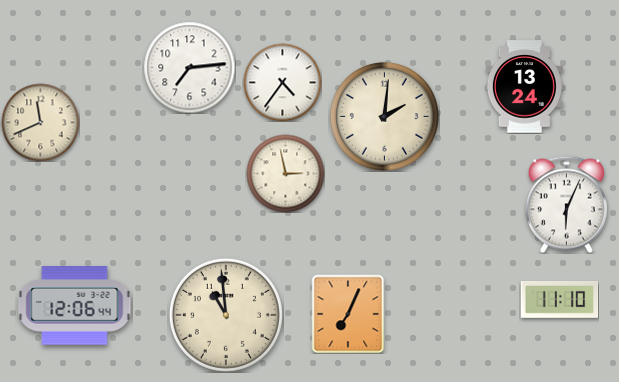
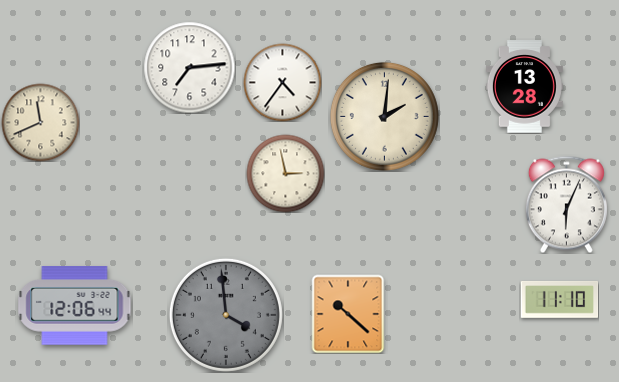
clock at (524, 87): 13:24 -> 13:28
clock at (348, 314): 7:04 -> 10:22
clock at (226, 315): 10:59 -> 3:59
clock at (226, 315) dial: cream -> grey
